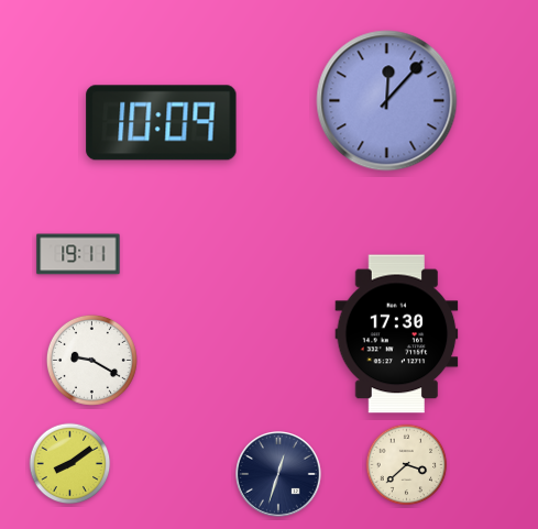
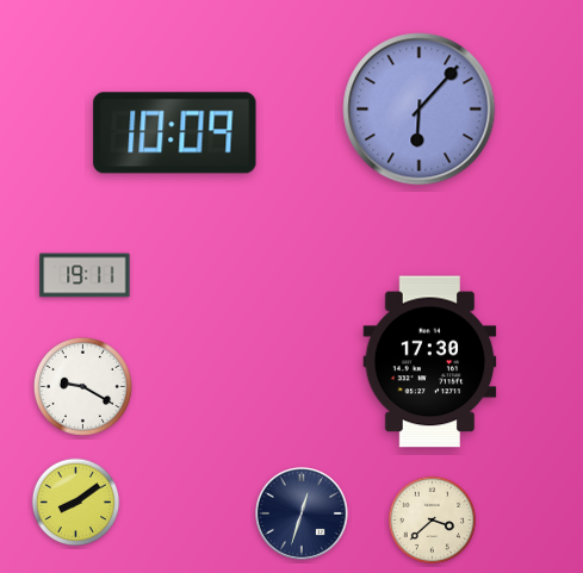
clock at (387, 101): 12:07 -> 6:07
clock at (91, 360) position: (91, 360) -> (82, 386)
clock at (407, 465) position: (407, 465) -> (433, 521)
